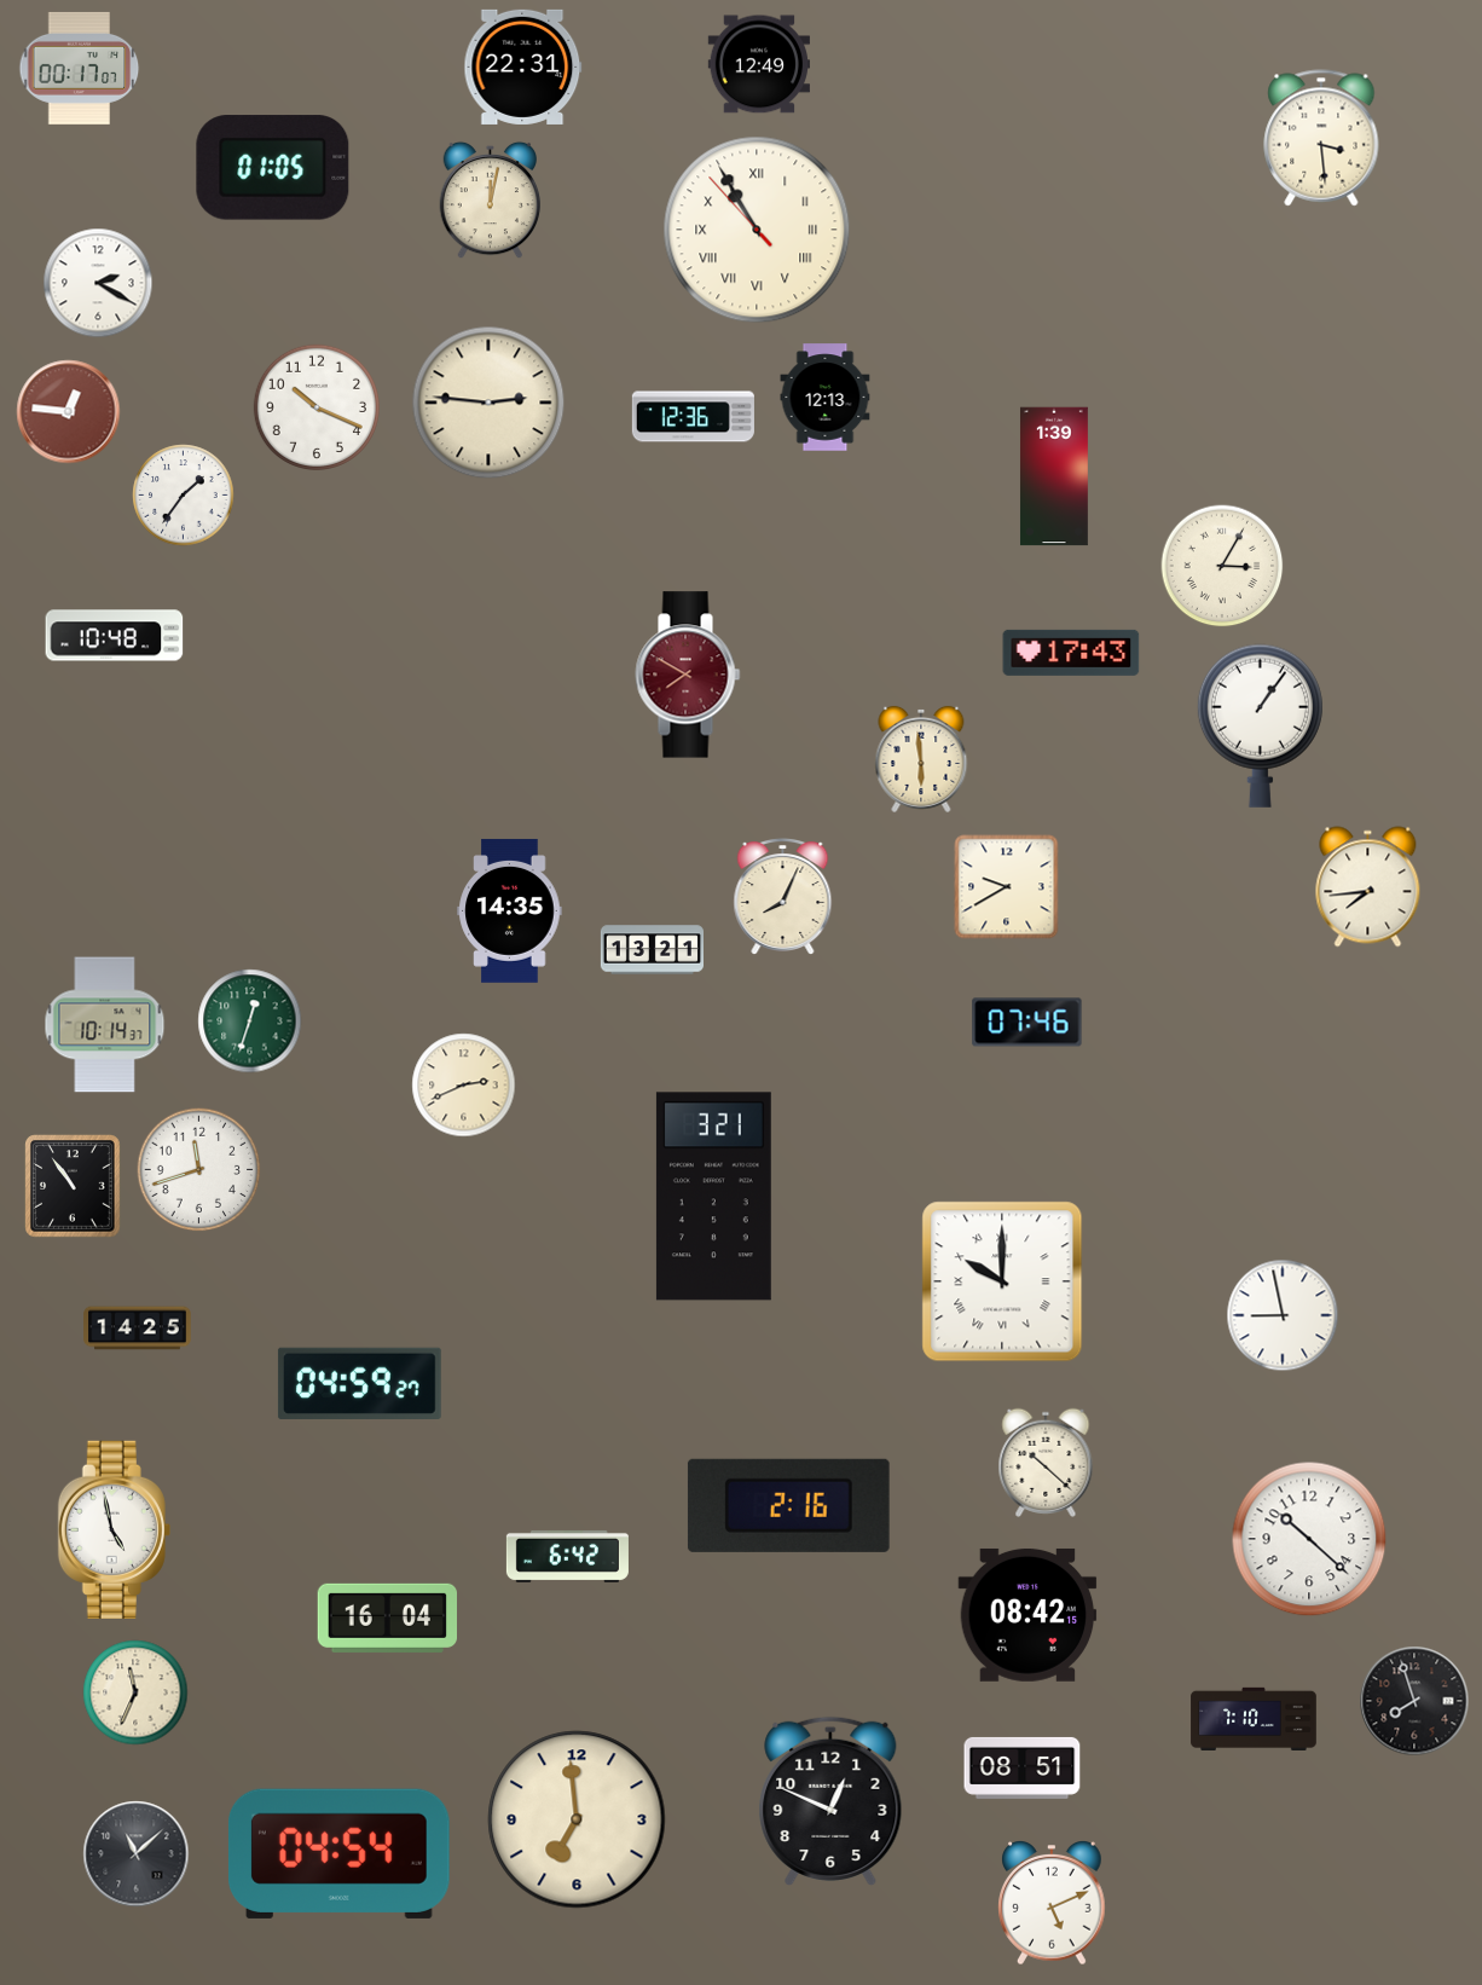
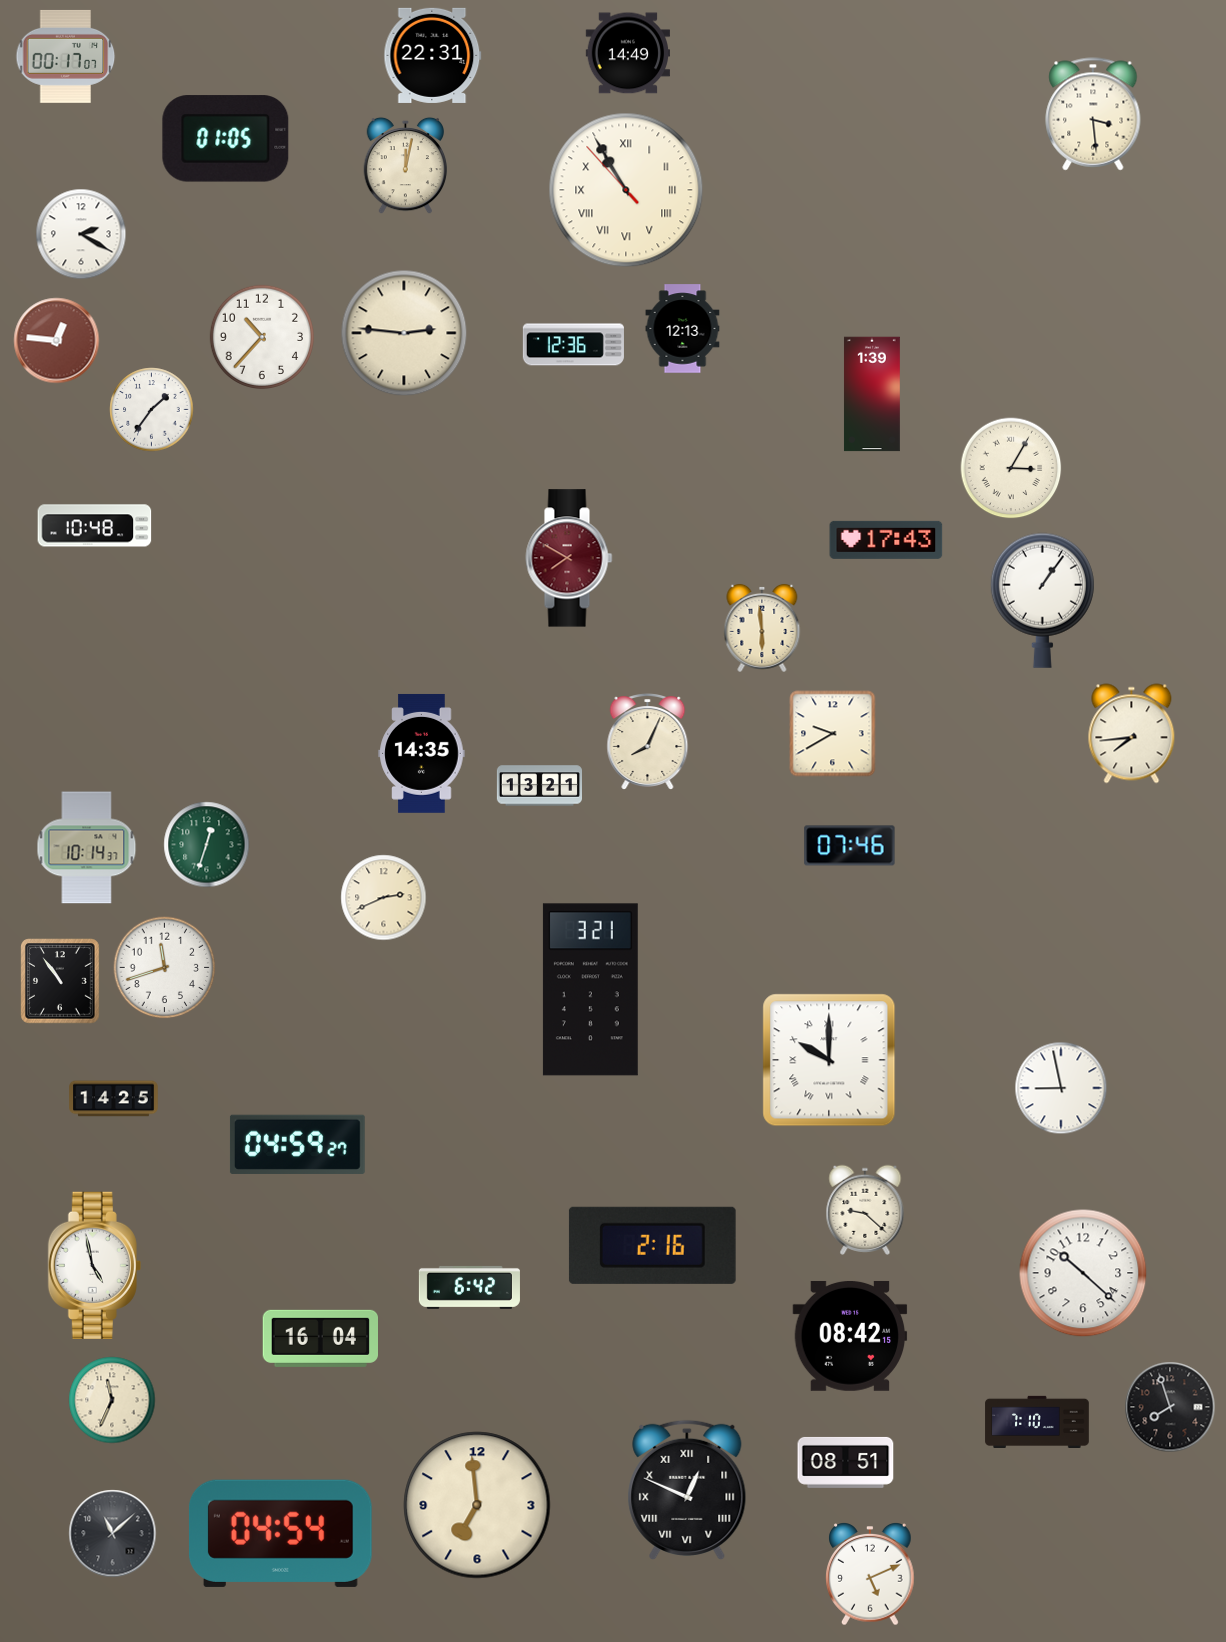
clock at (758, 64): 12:49 -> 14:49
clock at (315, 406): 10:19 -> 10:37
clock at (1046, 1463): 10:22 -> 9:22
clock at (830, 1800) numerals: Arabic -> Roman
